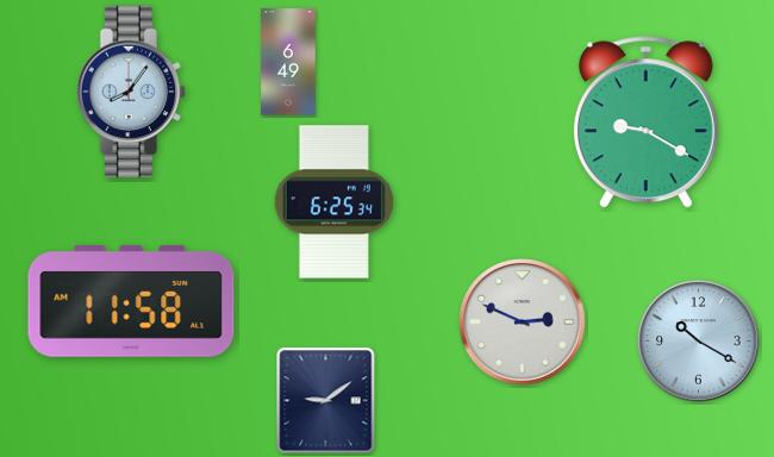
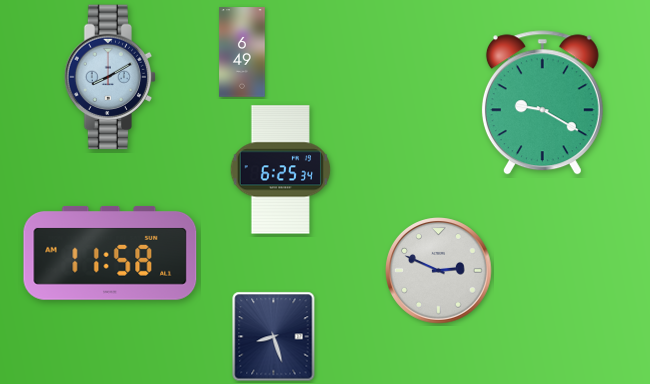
clock at (131, 92): 8:06 -> 8:10
clock at (699, 342): 10:20 -> none
clock at (326, 401): 9:09 -> 8:27
